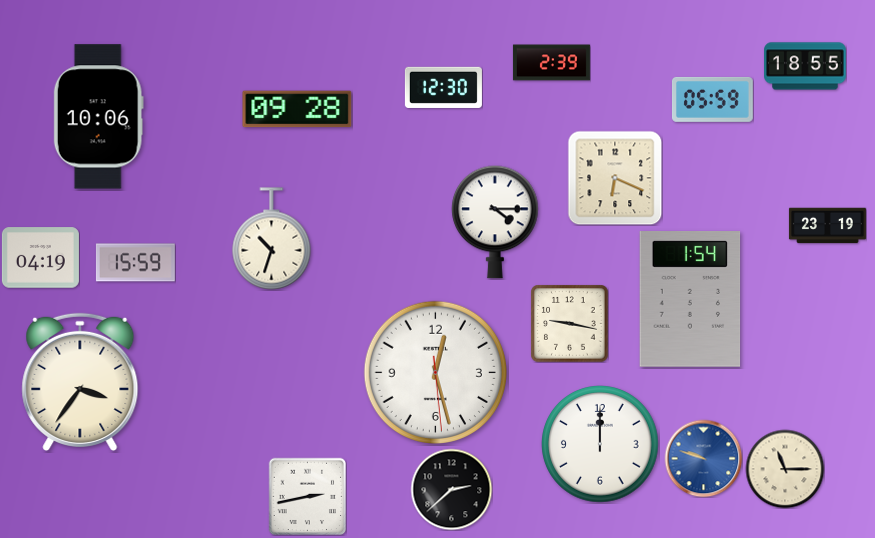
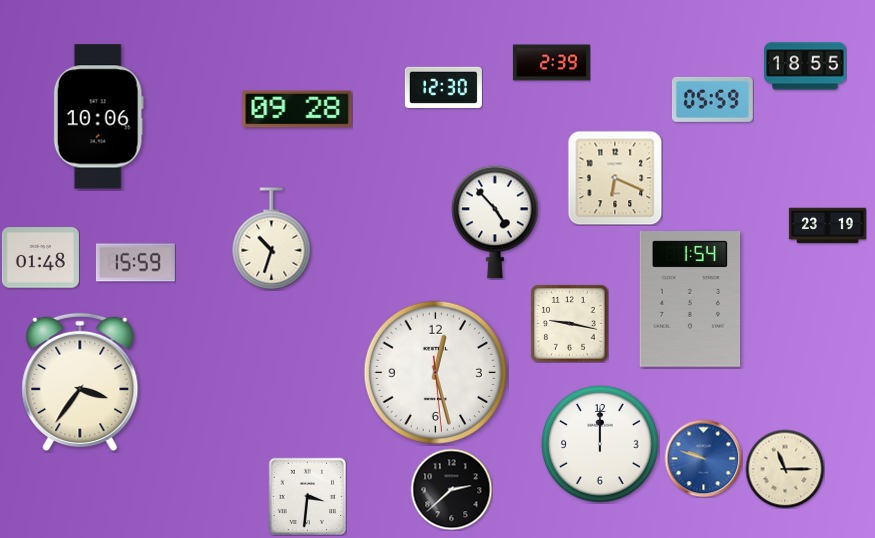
clock at (495, 222): 4:15 -> 4:53
clock at (40, 258): 04:19 -> 01:48
clock at (307, 496): 2:43 -> 3:31
